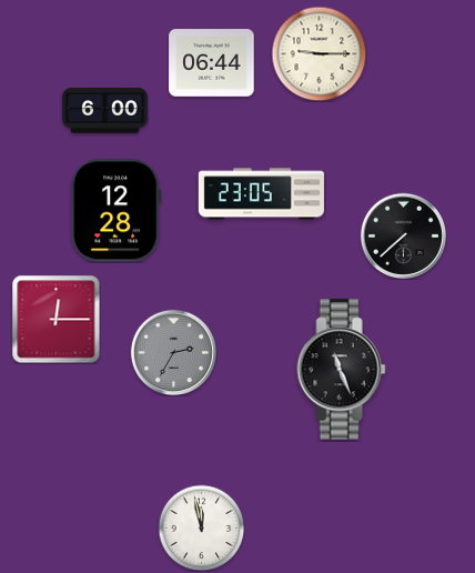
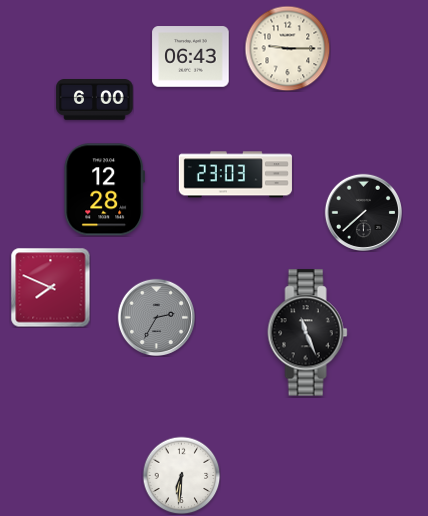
clock at (212, 63): 06:44 -> 06:43
clock at (261, 194): 23:05 -> 23:03
clock at (55, 319): 12:15 -> 7:49
clock at (201, 527): 11:58 -> 6:31
